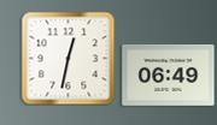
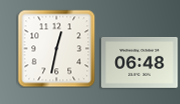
clock at (169, 75): 06:49 -> 06:48
